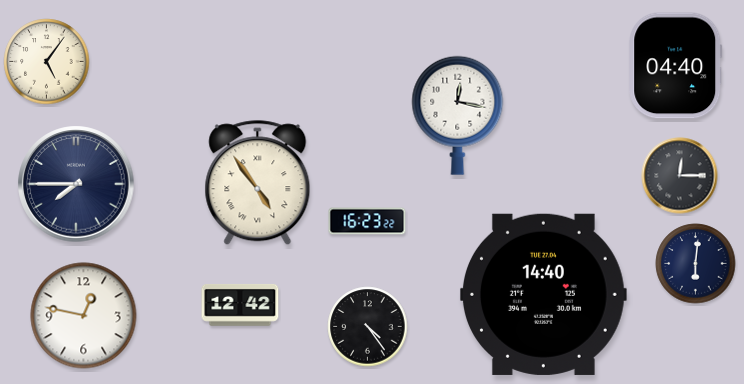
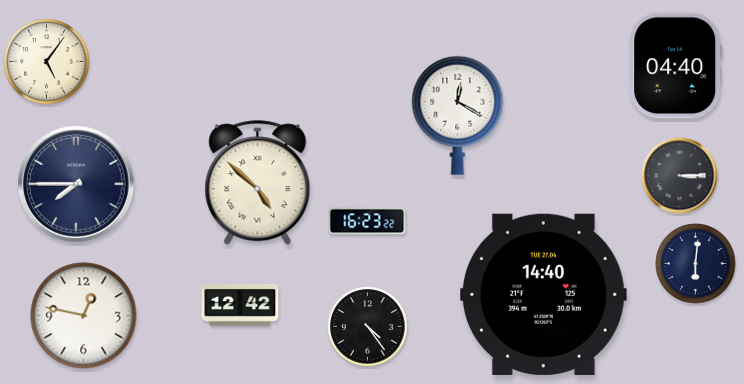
clock at (458, 115): 12:17 -> 12:20
clock at (680, 176): 12:15 -> 3:15
clock at (258, 183): 4:54 -> 4:52
